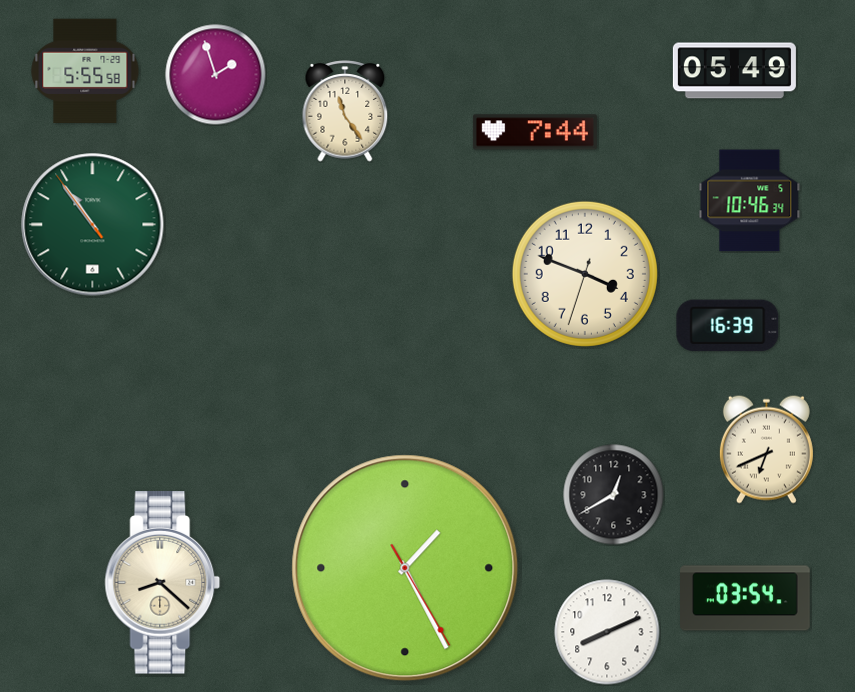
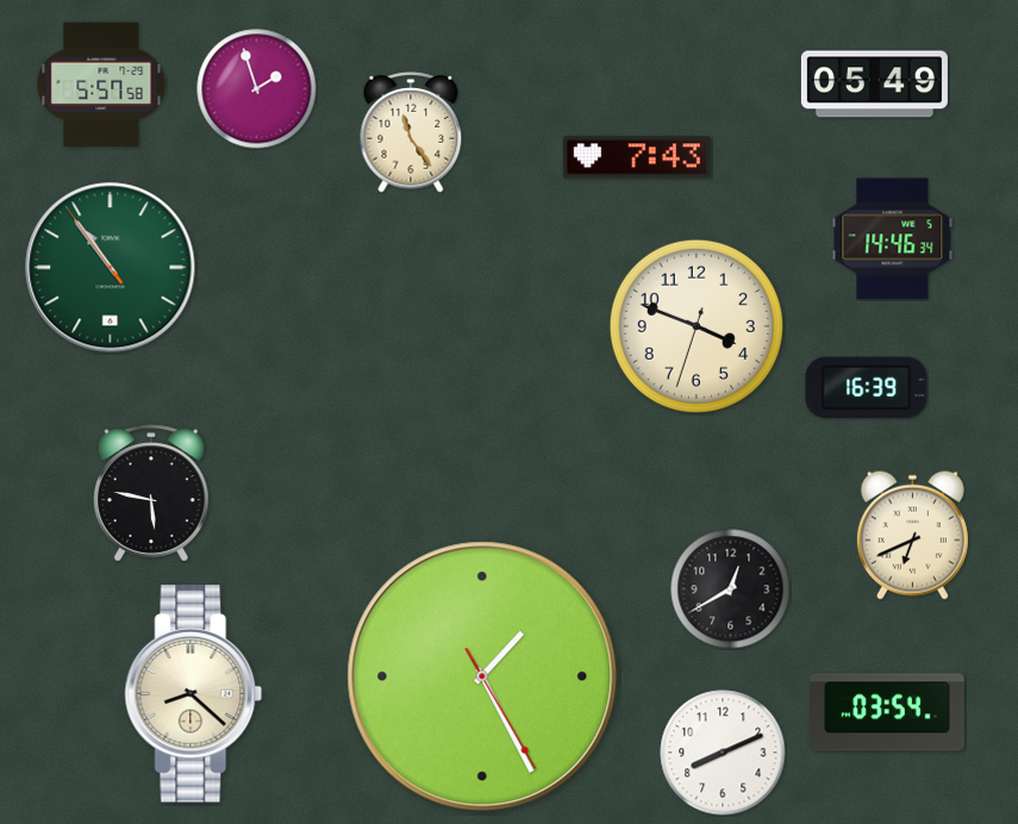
clock at (85, 70): 5:55 -> 5:57
clock at (535, 132): 7:44 -> 7:43
clock at (750, 201): 10:46 -> 14:46
clock at (151, 493): none -> 5:47
